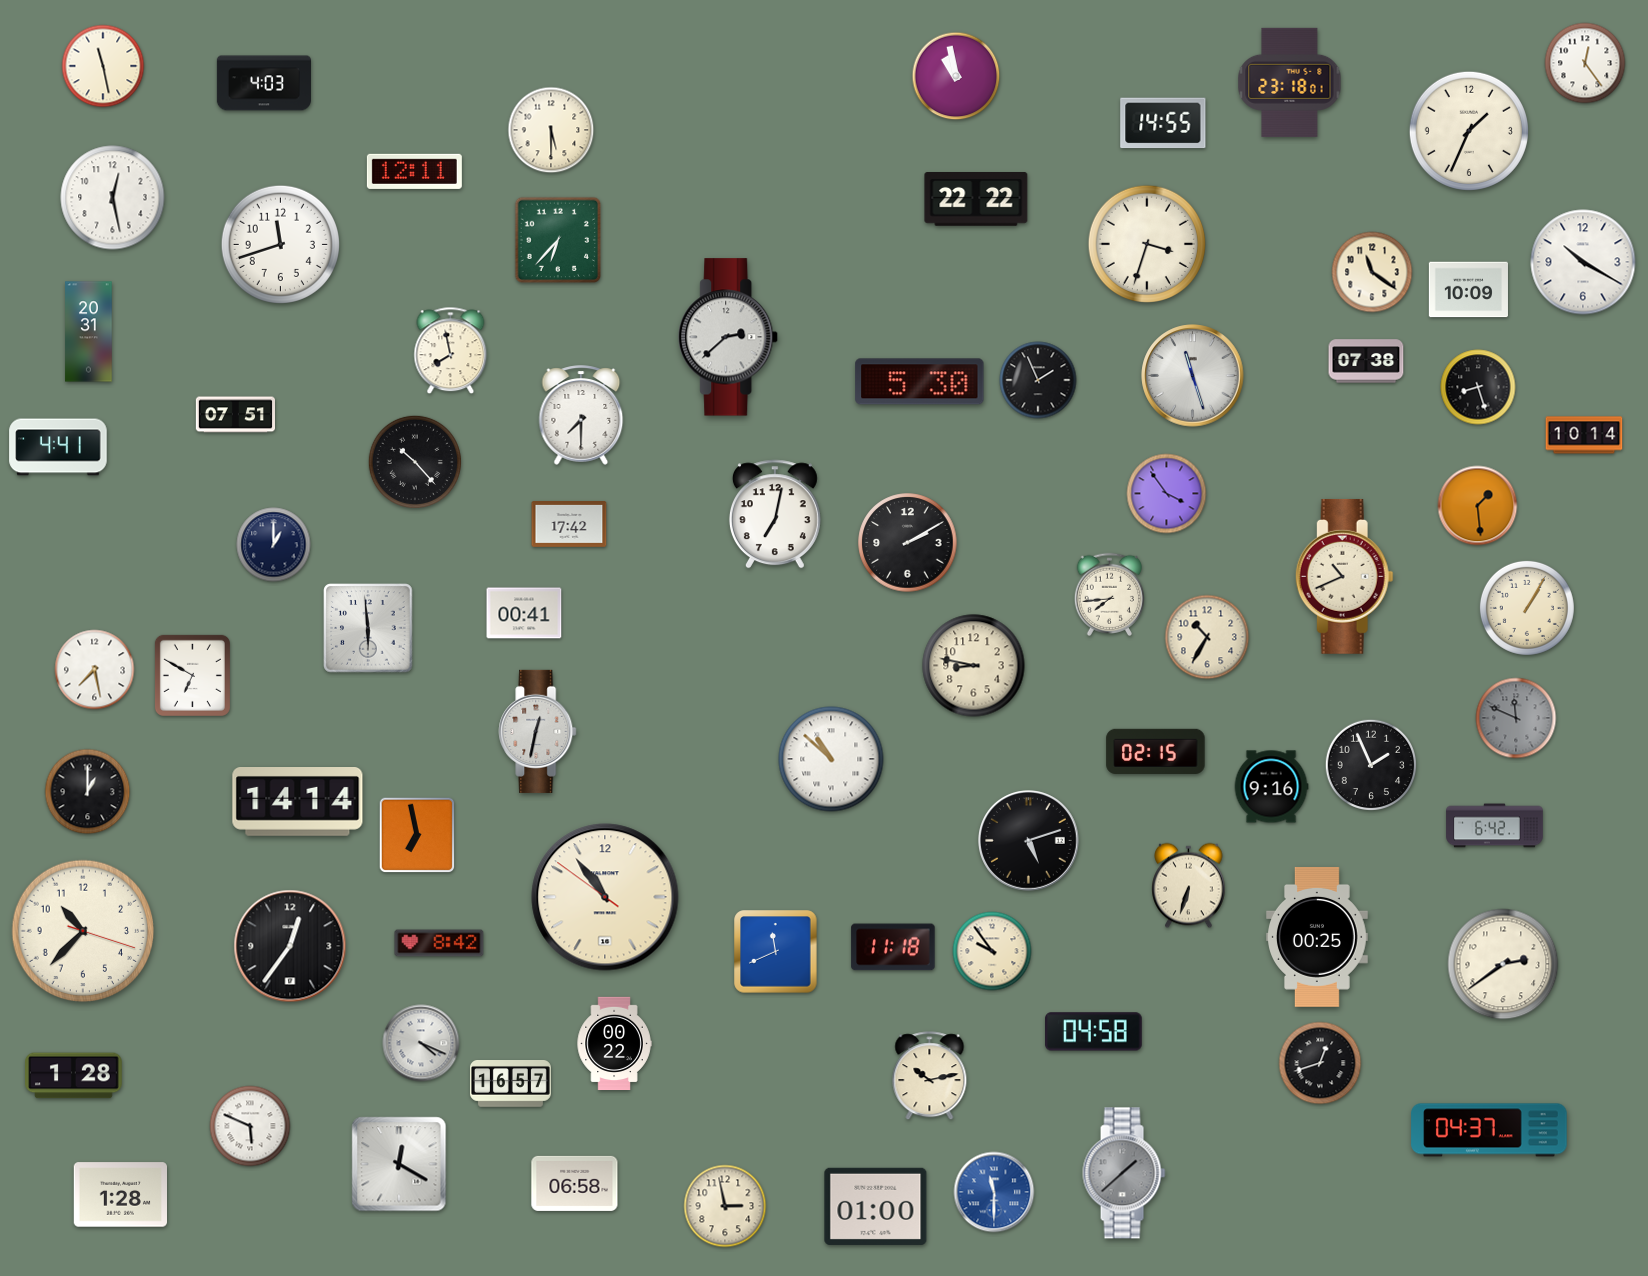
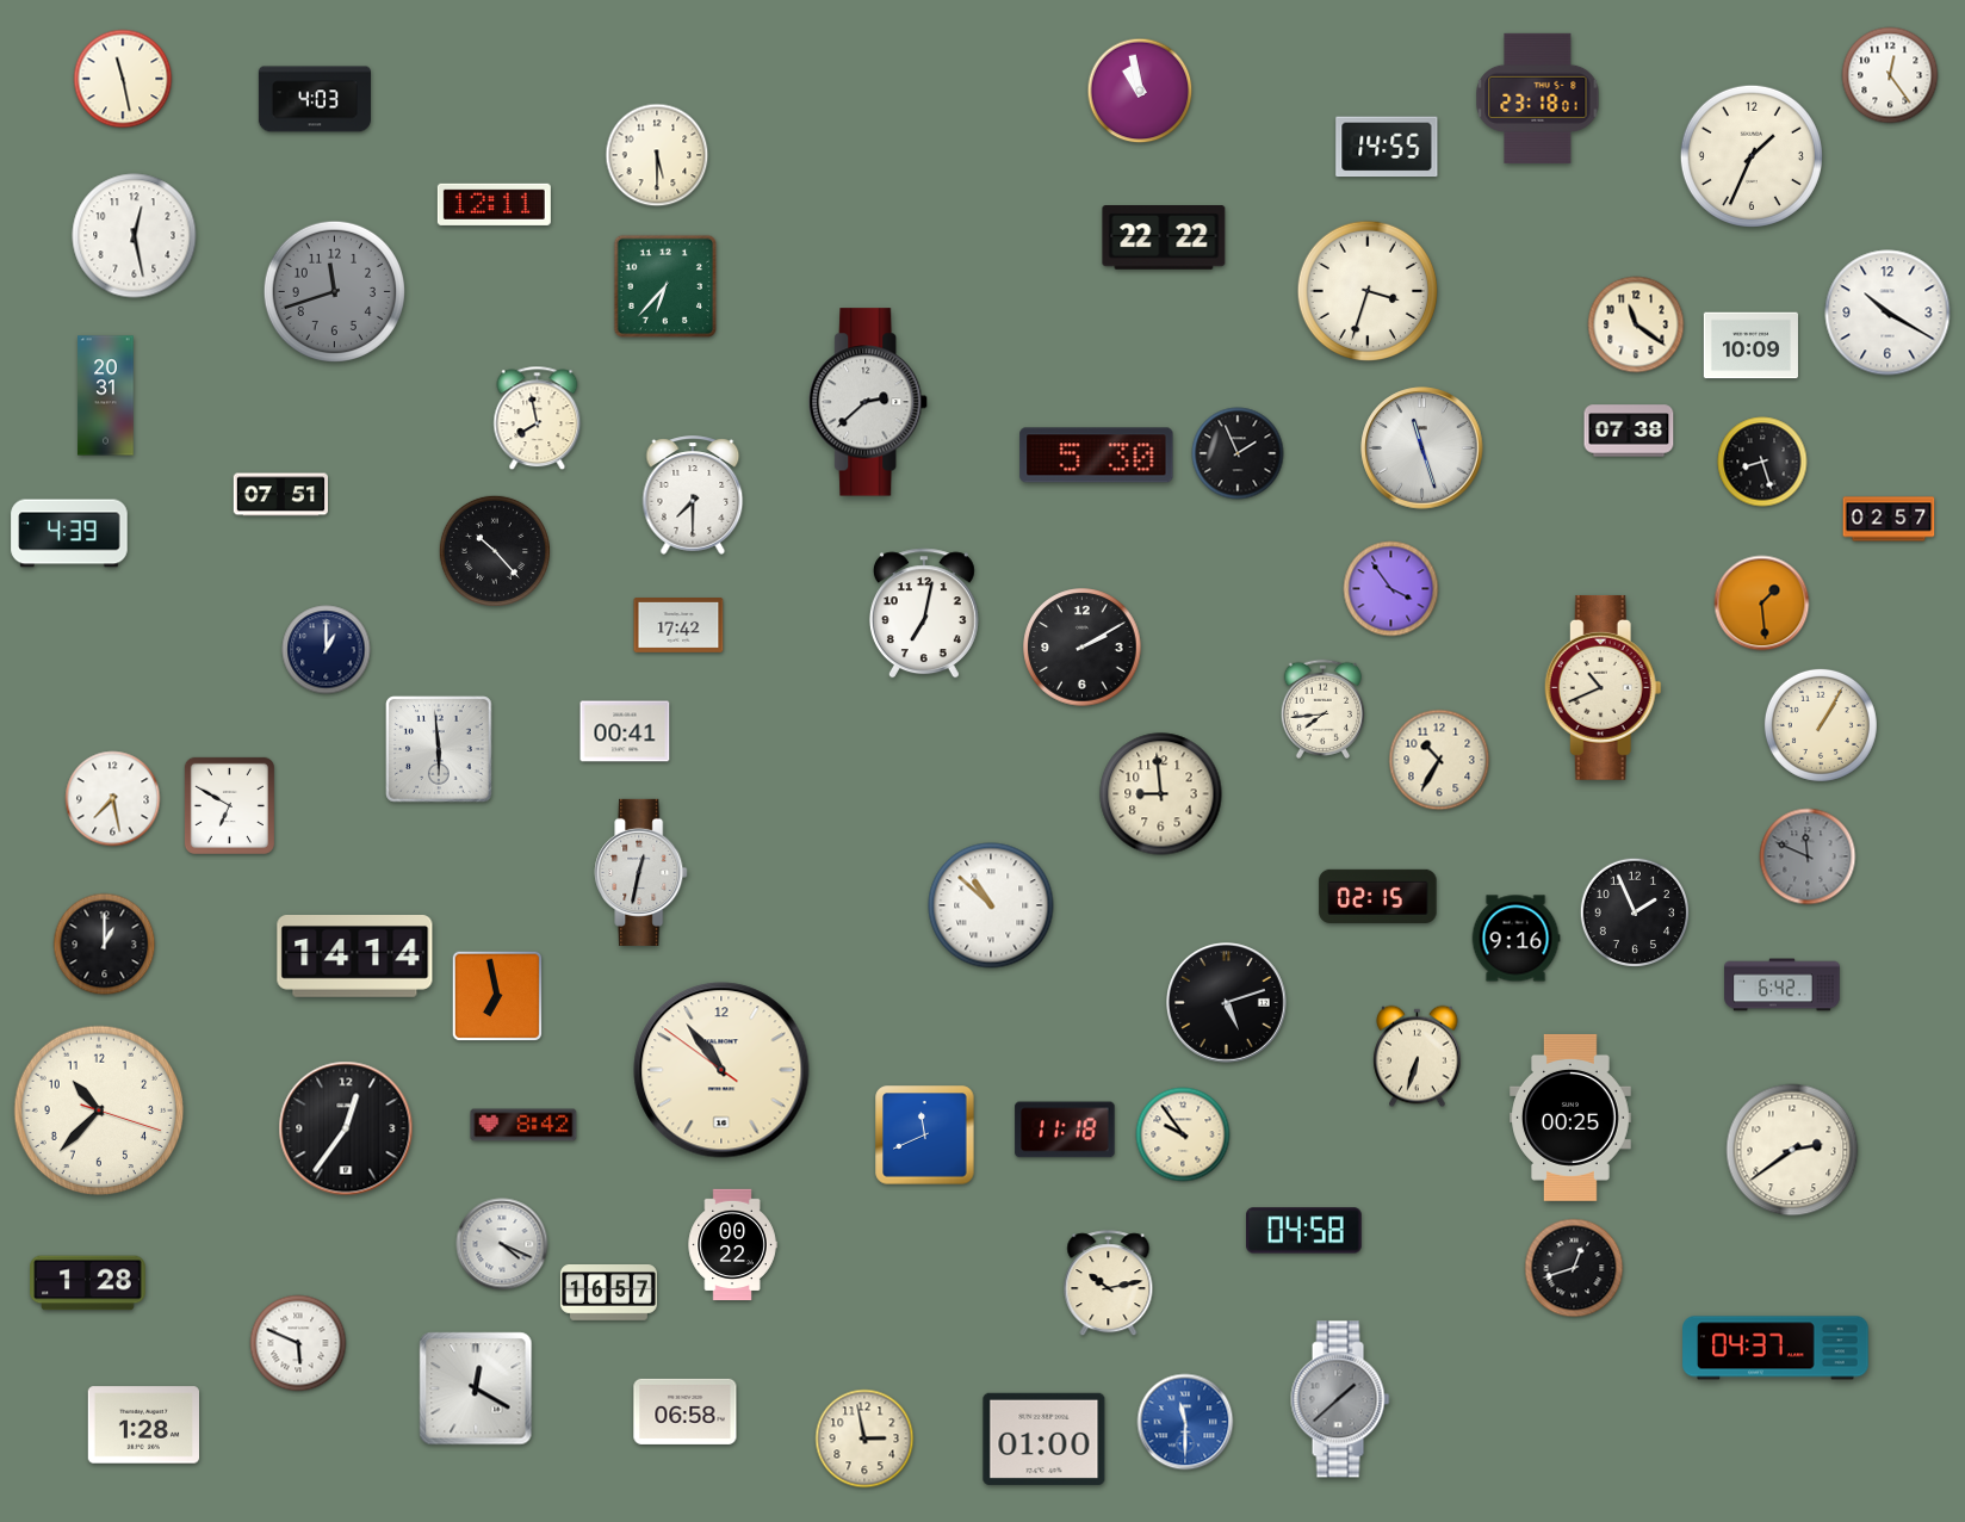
clock at (280, 244) dial: white -> grey
clock at (1584, 435): 10:14 -> 02:57
clock at (58, 447): 4:41 -> 4:39
clock at (974, 666): 8:47 -> 8:59
